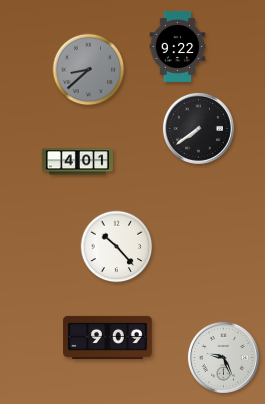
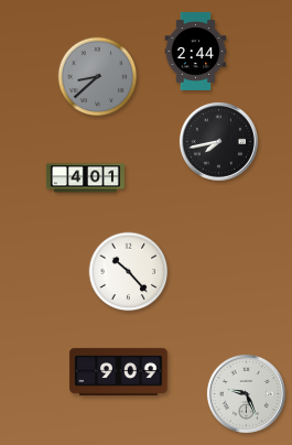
clock at (178, 46): 9:22 -> 2:44
clock at (198, 128): 7:39 -> 7:43
